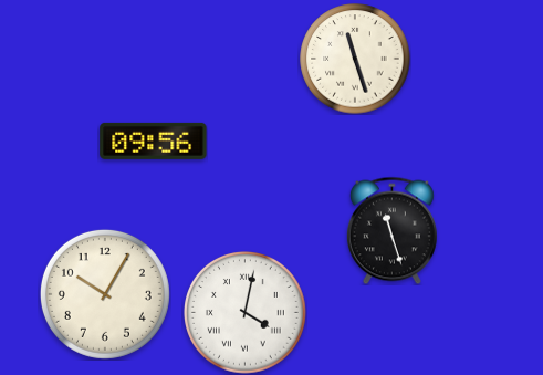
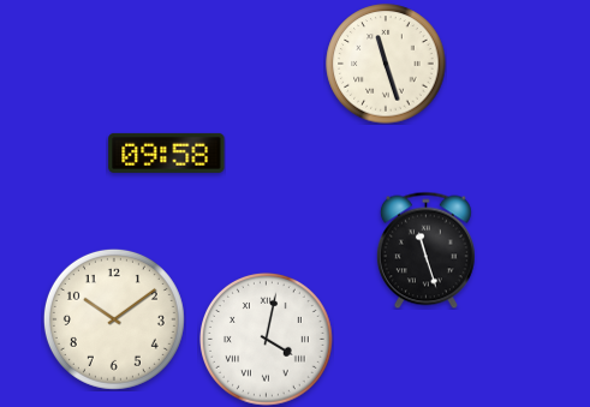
clock at (154, 140): 09:56 -> 09:58
clock at (105, 294): 10:05 -> 10:09
